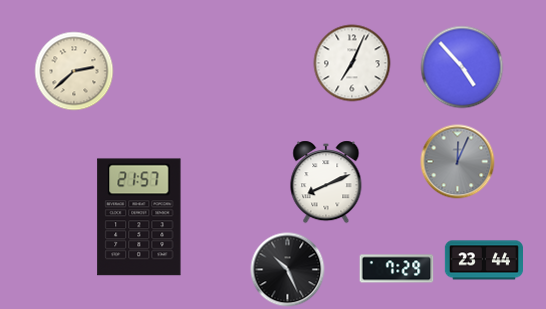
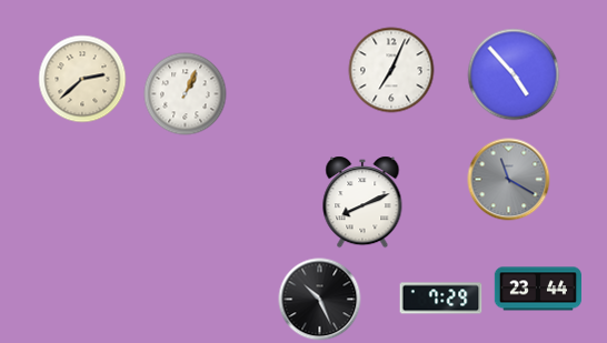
clock at (186, 94): none -> 1:04
clock at (458, 162): 12:04 -> 11:20
clock at (139, 217): 21:57 -> none
